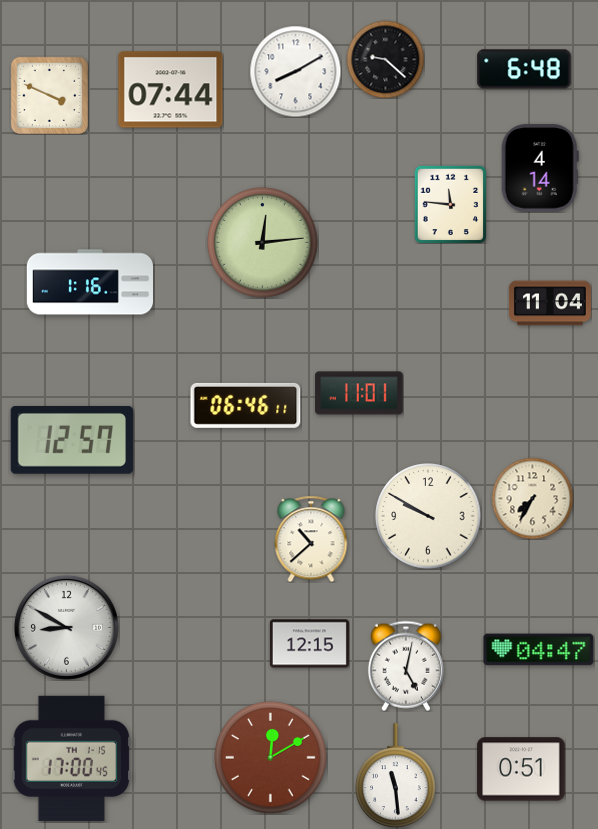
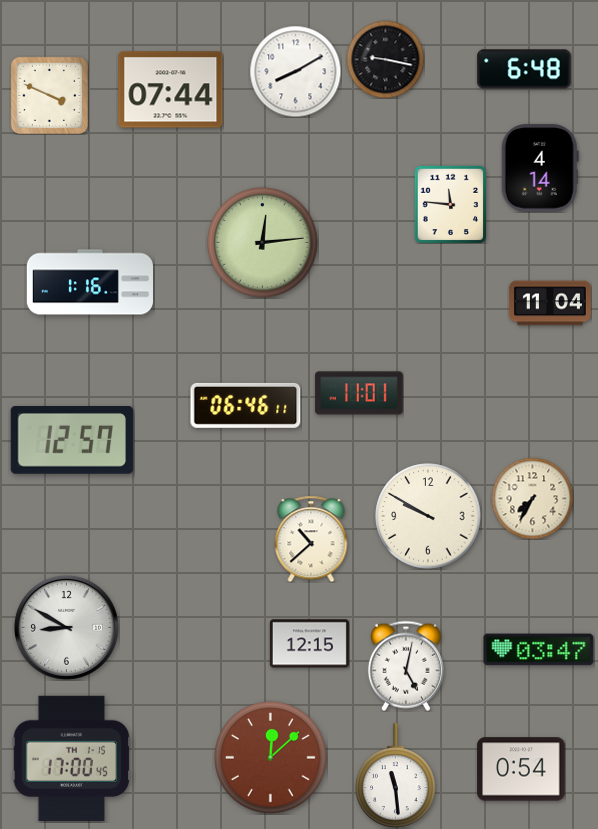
clock at (385, 59): 9:22 -> 9:17
clock at (539, 650): 04:47 -> 03:47
clock at (271, 758): 12:10 -> 12:08
clock at (521, 769): 0:51 -> 0:54
